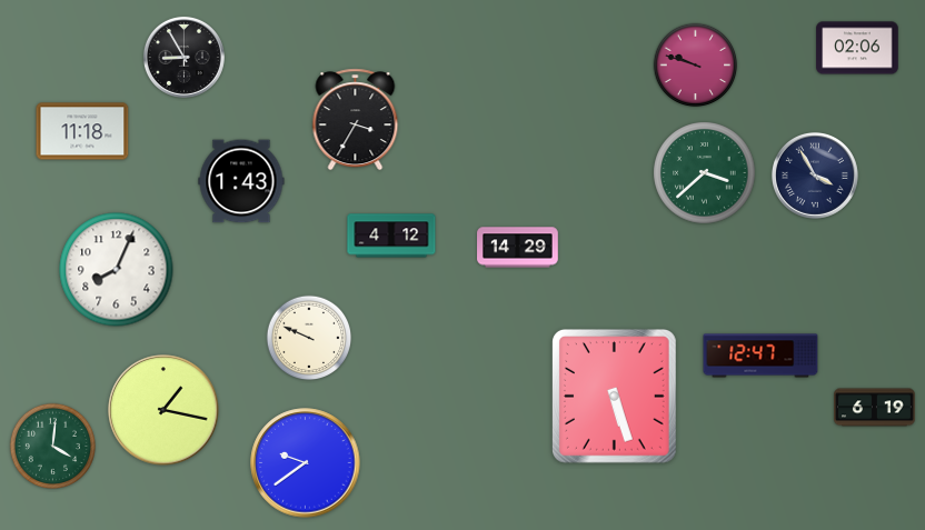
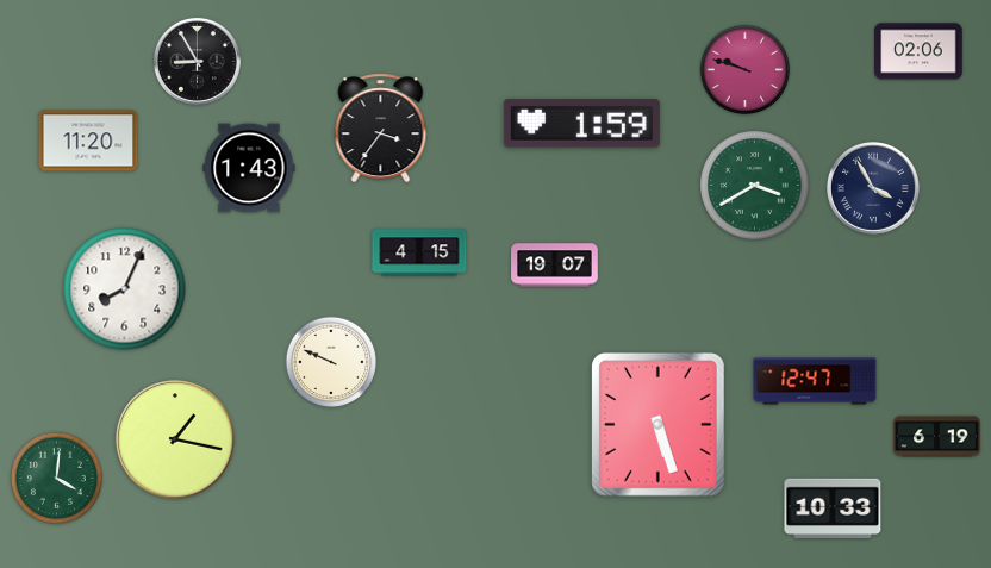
clock at (581, 124): none -> 1:59
clock at (356, 120): 3:35 -> 3:36
clock at (82, 131): 11:18 -> 11:20
clock at (705, 173): 3:38 -> 3:40
clock at (241, 181) position: (241, 181) -> (249, 168)
clock at (391, 236): 4:12 -> 4:15
clock at (518, 248): 14:29 -> 19:07
clock at (306, 463): 9:39 -> none
clock at (833, 508): none -> 10:33
